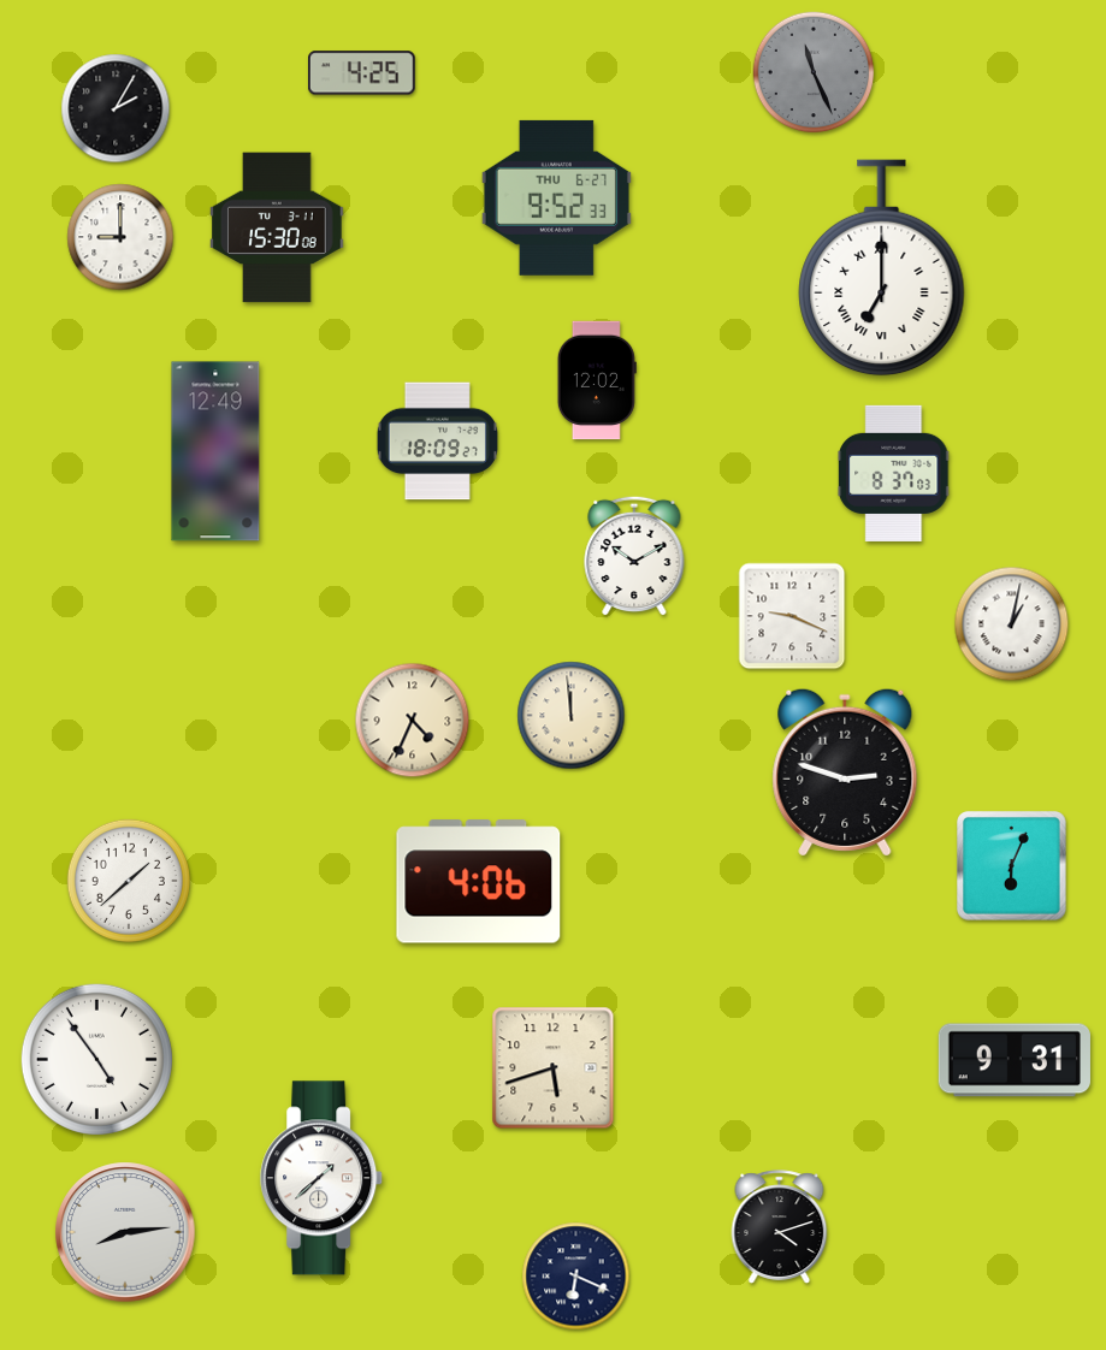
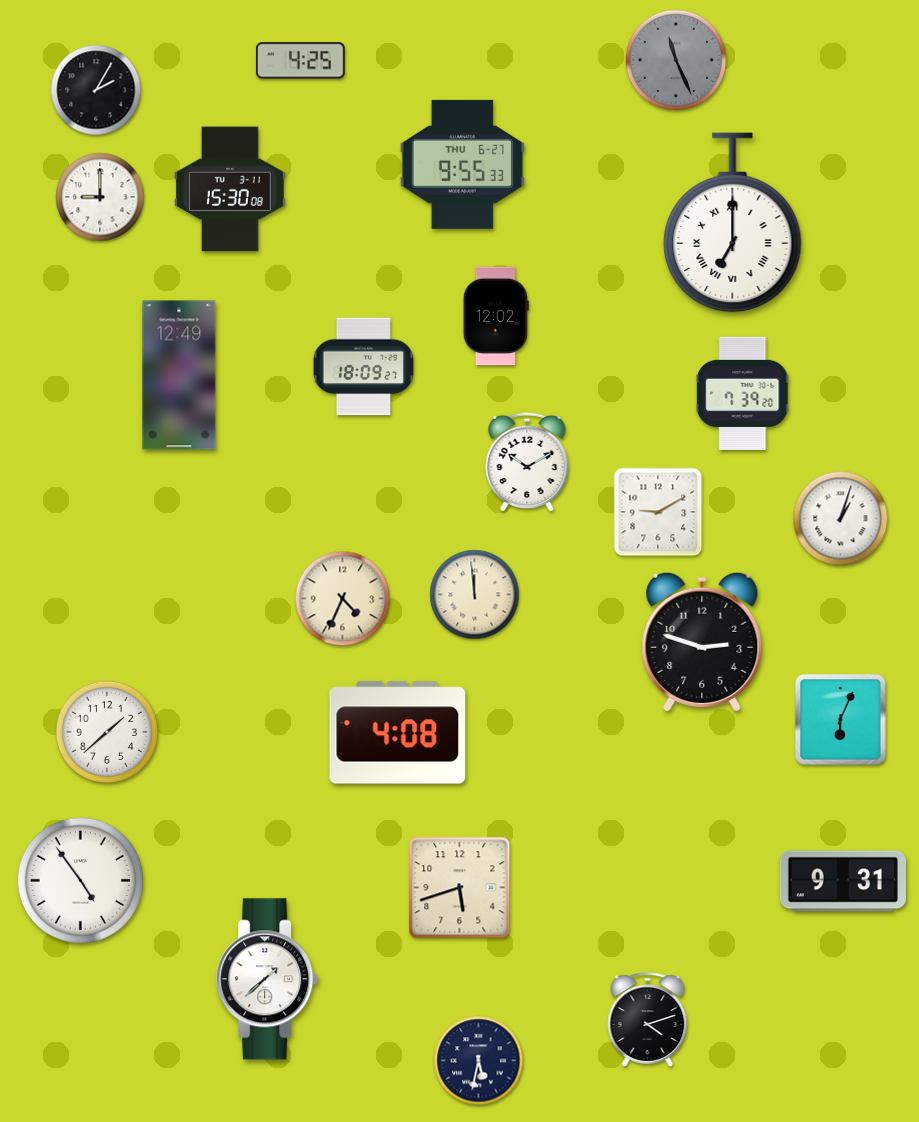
clock at (556, 197): 9:52 -> 9:55
clock at (894, 473): 8:37 -> 7:39
clock at (792, 616): 9:19 -> 9:10
clock at (1012, 624): 1:02 -> 1:03
clock at (479, 882): 4:06 -> 4:08
clock at (125, 1232): 8:14 -> none
clock at (576, 1277): 6:19 -> 5:32
